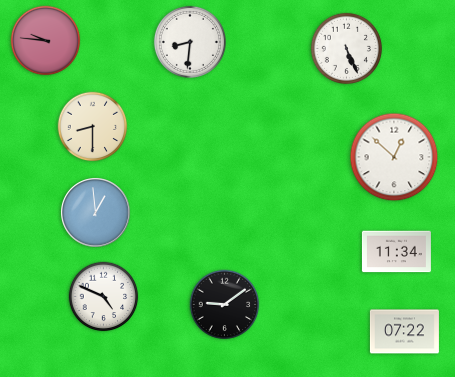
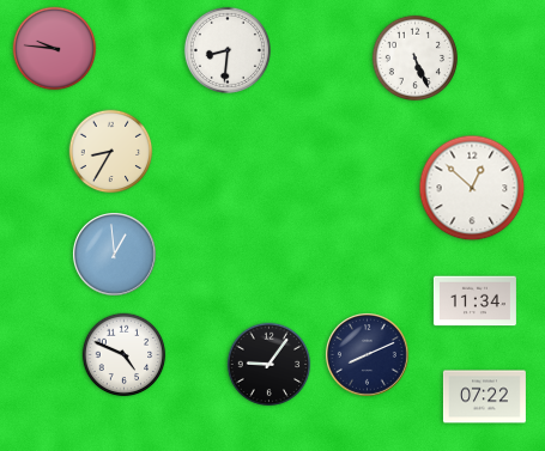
clock at (93, 127): 8:30 -> 8:35
clock at (368, 355): none -> 8:11
clock at (225, 305): 9:09 -> 9:06
